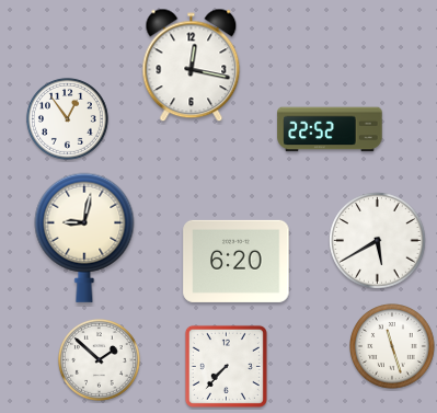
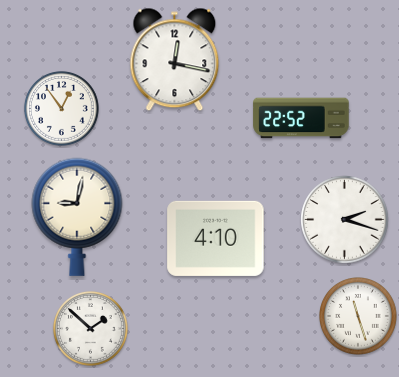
clock at (378, 241): 5:40 -> 2:18
clock at (237, 261): 6:20 -> 4:10
clock at (226, 366): 7:37 -> none
